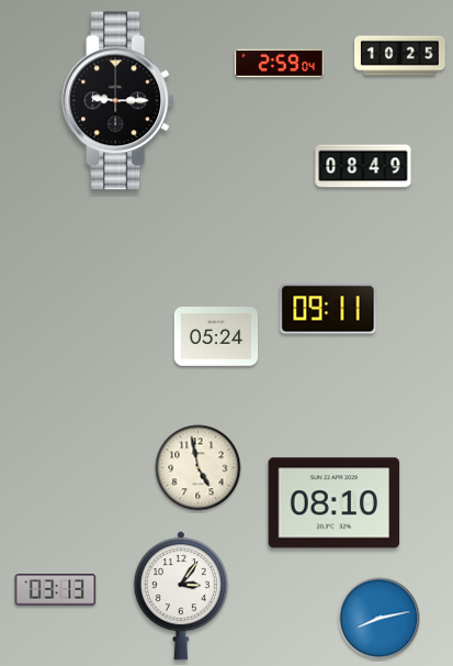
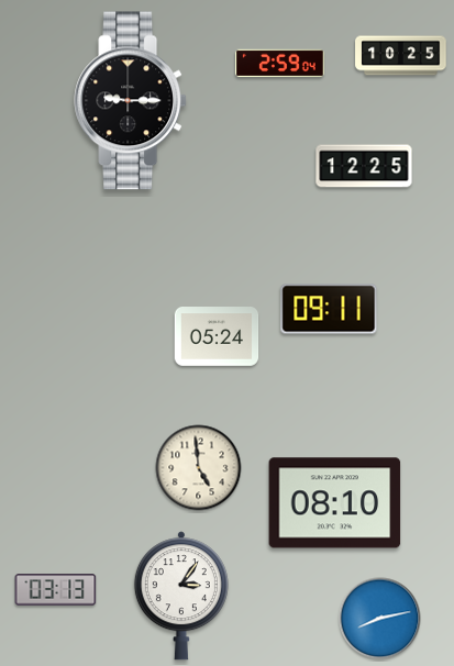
clock at (118, 101) position: (118, 101) -> (131, 101)
clock at (363, 166): 08:49 -> 12:25
clock at (199, 468): 4:58 -> 4:59
